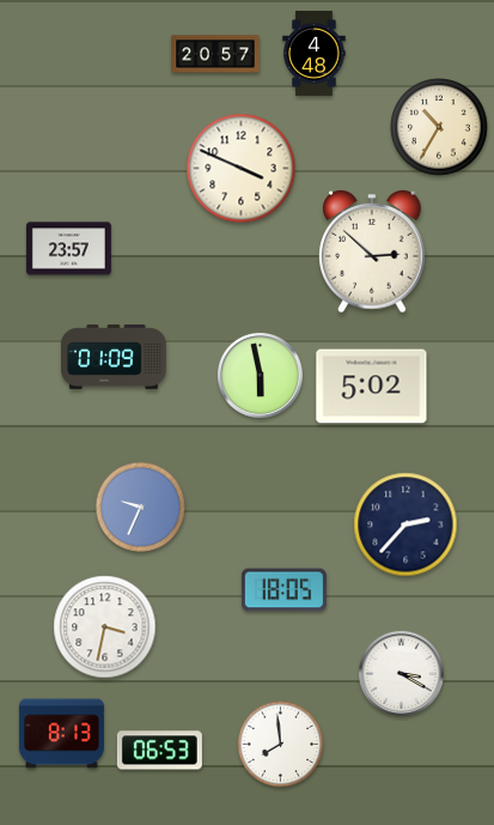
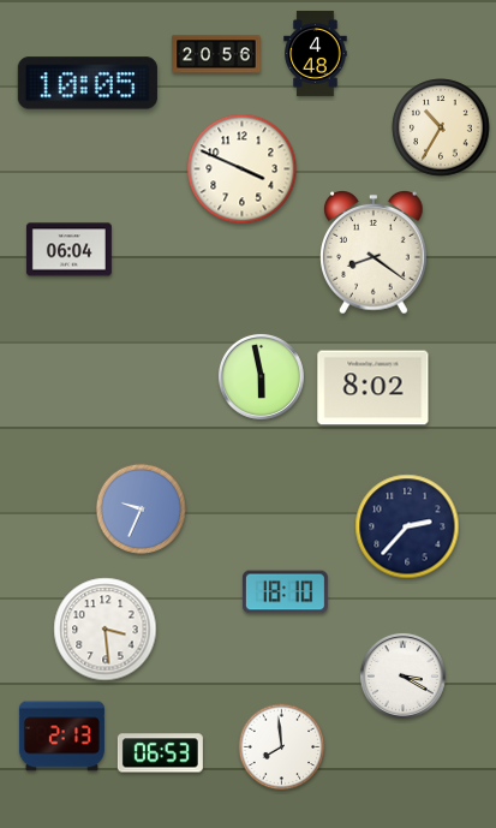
clock at (215, 54): 20:57 -> 20:56
clock at (88, 83): none -> 10:05
clock at (68, 249): 23:57 -> 06:04
clock at (372, 253): 2:52 -> 8:21
clock at (114, 358): 01:09 -> none
clock at (372, 387): 5:02 -> 8:02
clock at (283, 590): 18:05 -> 18:10
clock at (105, 627): 3:32 -> 3:29
clock at (61, 734): 8:13 -> 2:13
